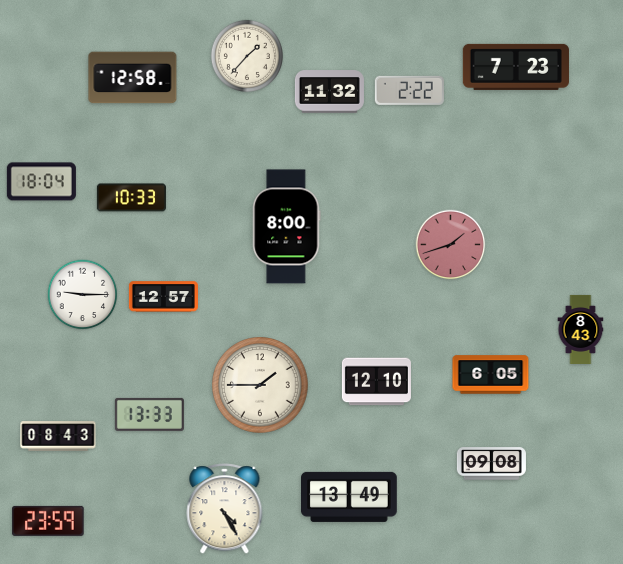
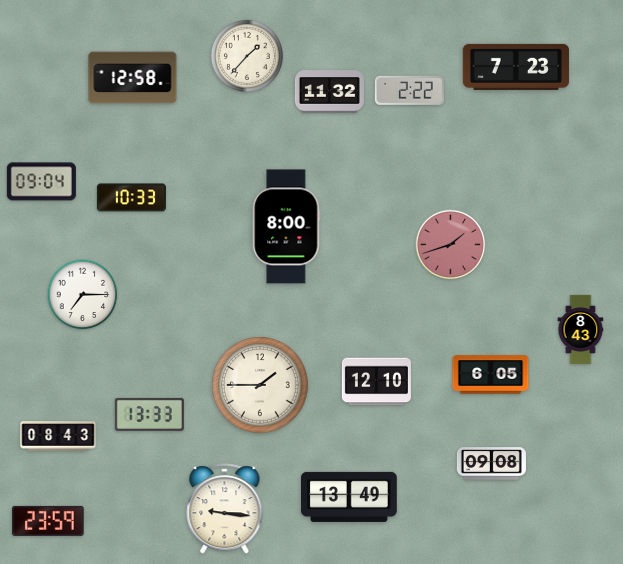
clock at (41, 182): 18:04 -> 09:04
clock at (83, 295): 9:15 -> 7:15
clock at (163, 297): 12:57 -> none
clock at (225, 509): 4:25 -> 9:16
